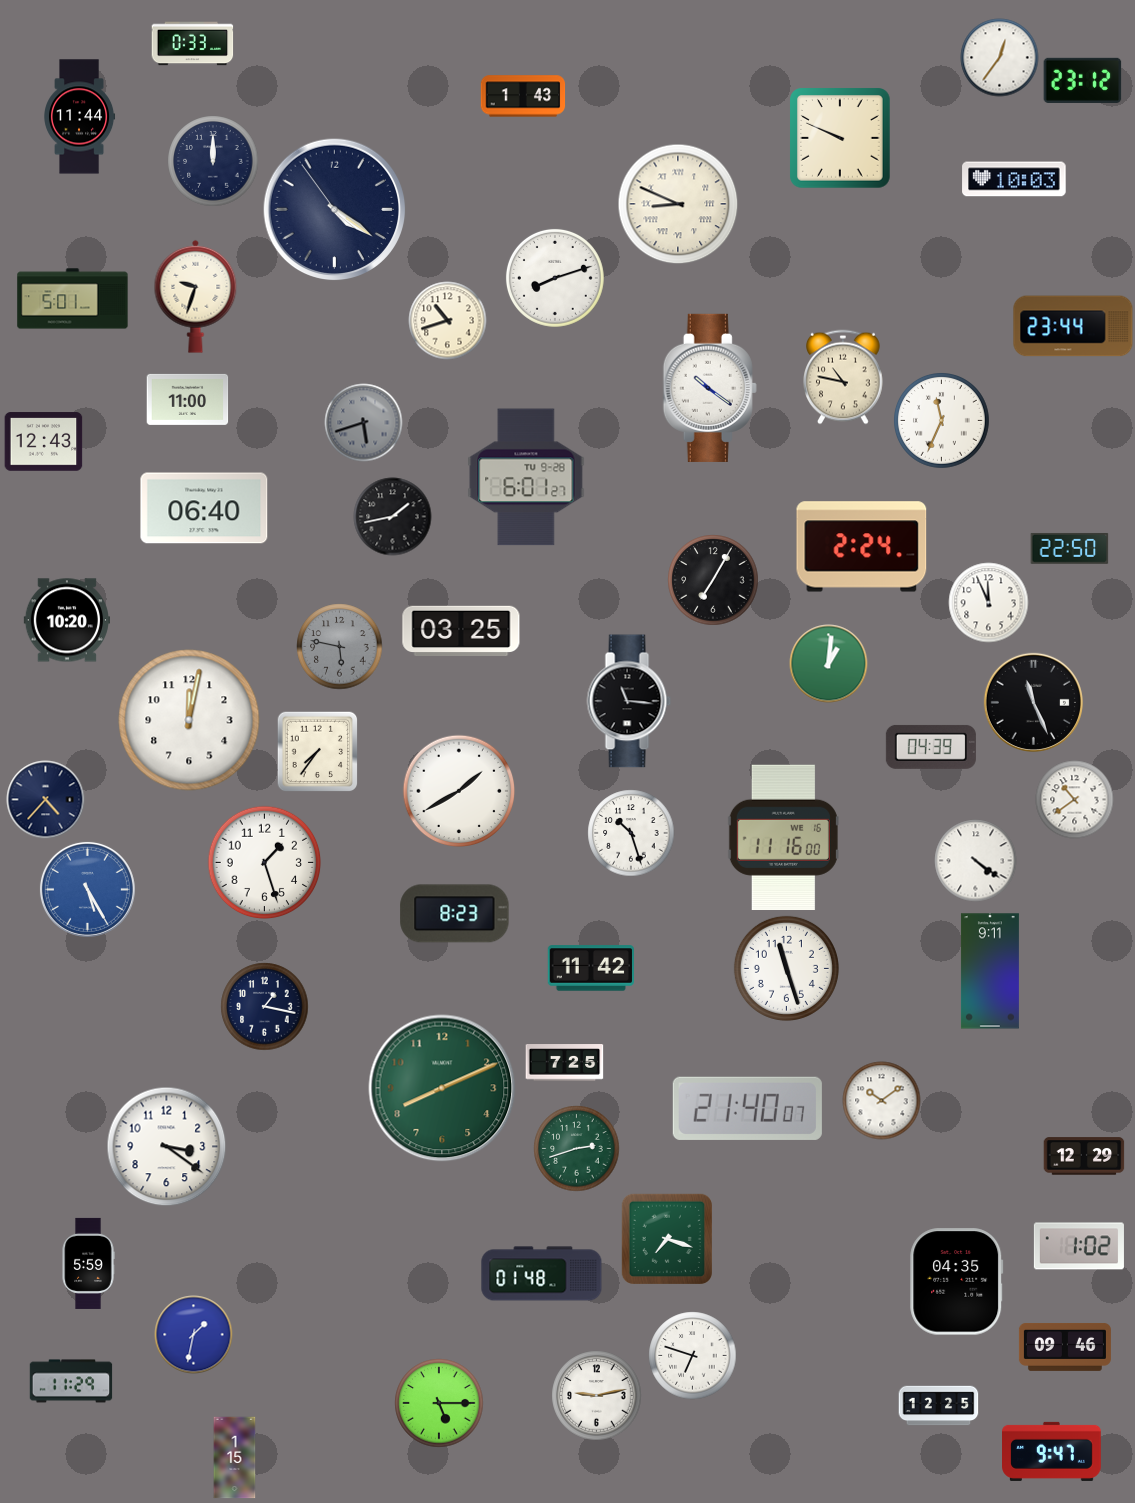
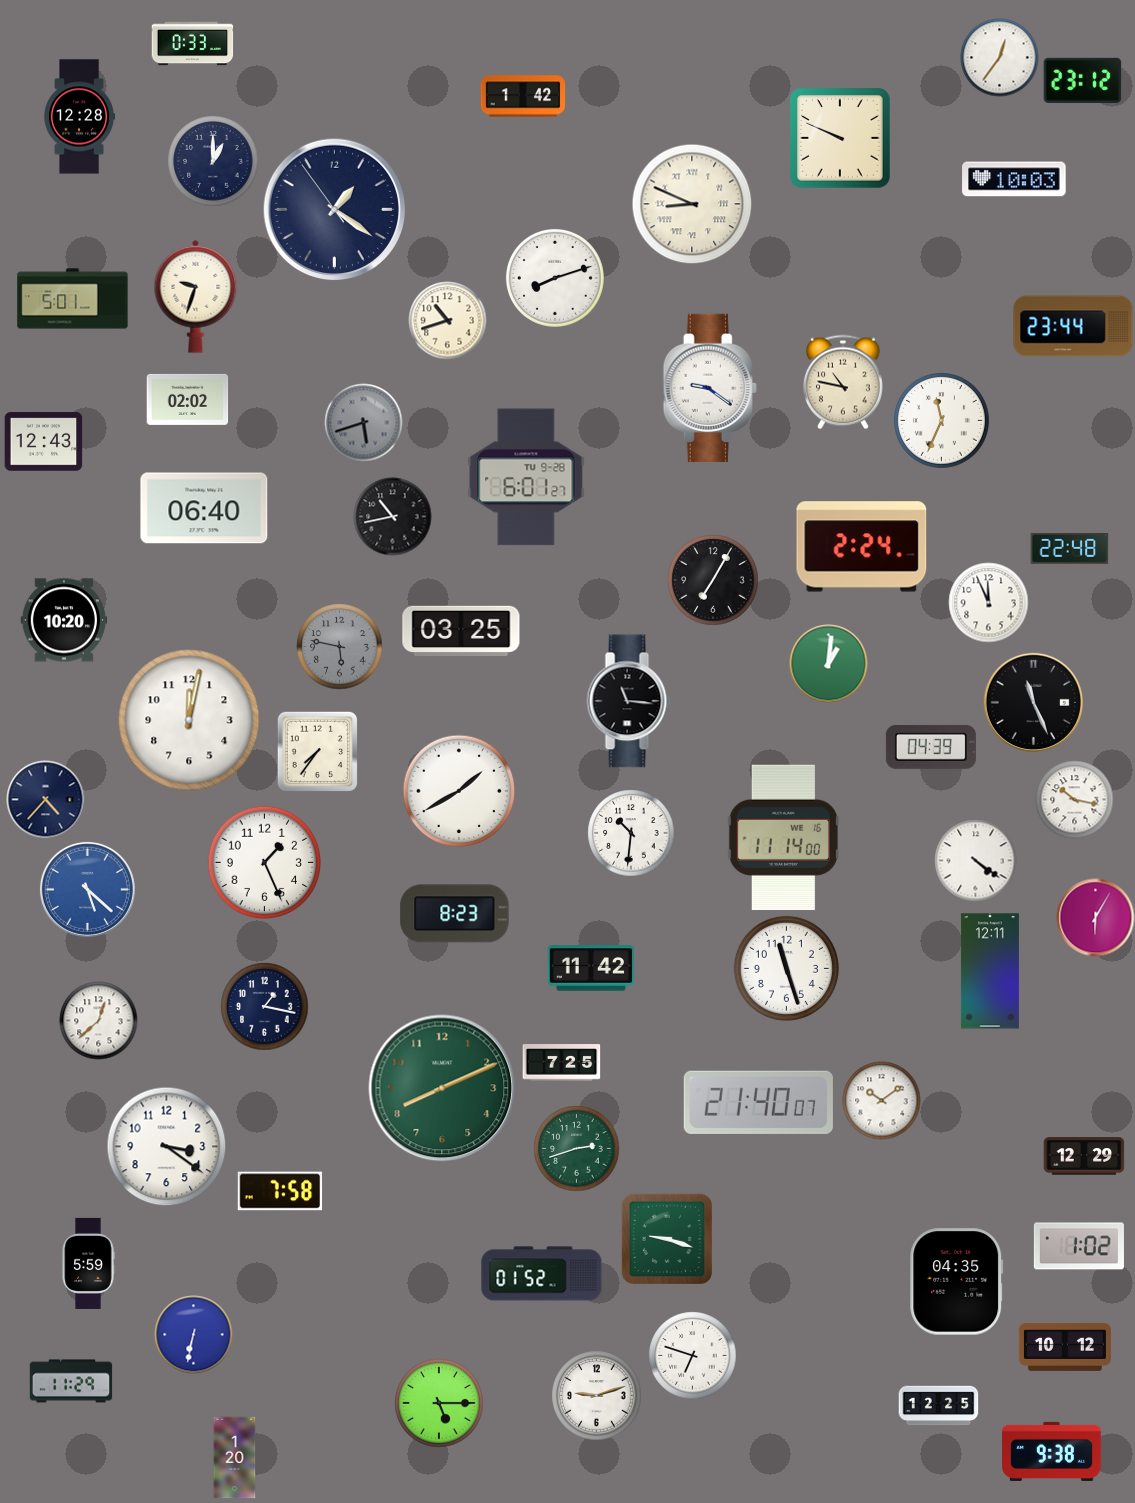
clock at (523, 96): 1:43 -> 1:42
clock at (80, 117): 11:44 -> 12:28
clock at (213, 161): 12:00 -> 1:00
clock at (678, 204) position: (678, 204) -> (692, 204)
clock at (334, 209): 4:20 -> 1:20
clock at (844, 377) position: (844, 377) -> (844, 382)
clock at (710, 388): 10:21 -> 9:21
clock at (187, 399): 11:00 -> 02:02
clock at (392, 516): 1:43 -> 10:43
clock at (1069, 548): 22:50 -> 22:48
clock at (66, 620) position: (66, 620) -> (63, 620)
clock at (1074, 799): 10:39 -> 10:17
clock at (631, 833): 10:27 -> 10:31
clock at (783, 837): 11:16 -> 11:14
clock at (264, 862): 1:27 -> 1:26
clock at (87, 889): 5:25 -> 5:22
clock at (1095, 917): none -> 6:05
clock at (990, 971): 9:11 -> 12:11
clock at (98, 1020): none -> 12:38
clock at (564, 1063) position: (564, 1063) -> (561, 1063)
clock at (747, 1108) position: (747, 1108) -> (758, 1102)
clock at (280, 1191): none -> 7:58
clock at (667, 1239): 7:18 -> 9:18
clock at (542, 1274): 01:48 -> 01:52
clock at (193, 1334): 1:32 -> 6:32
clock at (1065, 1347): 09:46 -> 10:12
clock at (596, 1395): 9:13 -> 9:12
clock at (1052, 1451): 9:47 -> 9:38
clock at (235, 1457): 1:15 -> 1:20
